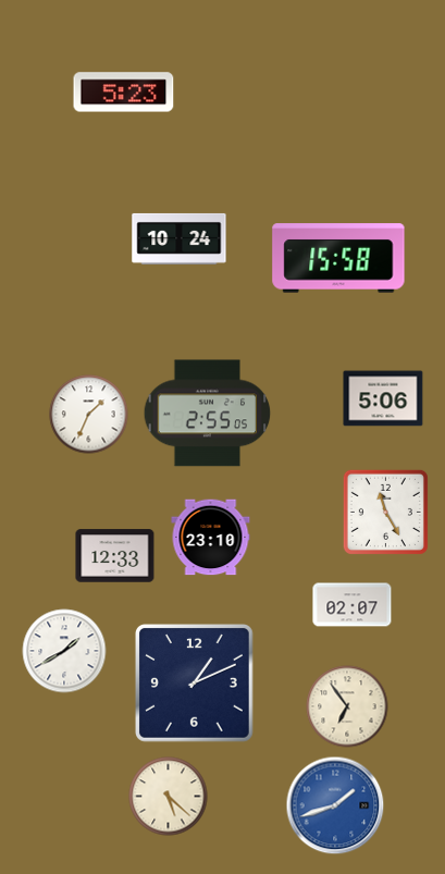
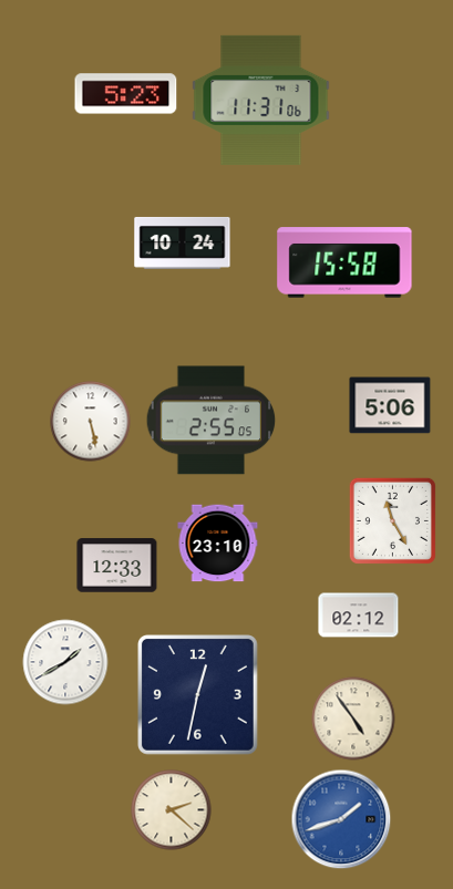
clock at (261, 100): none -> 11:31
clock at (89, 415): 1:34 -> 5:28
clock at (211, 538) position: (211, 538) -> (218, 544)
clock at (353, 605): 02:07 -> 02:12
clock at (195, 684): 1:11 -> 12:32
clock at (347, 706): 6:54 -> 4:54
clock at (169, 797): 5:22 -> 2:22
